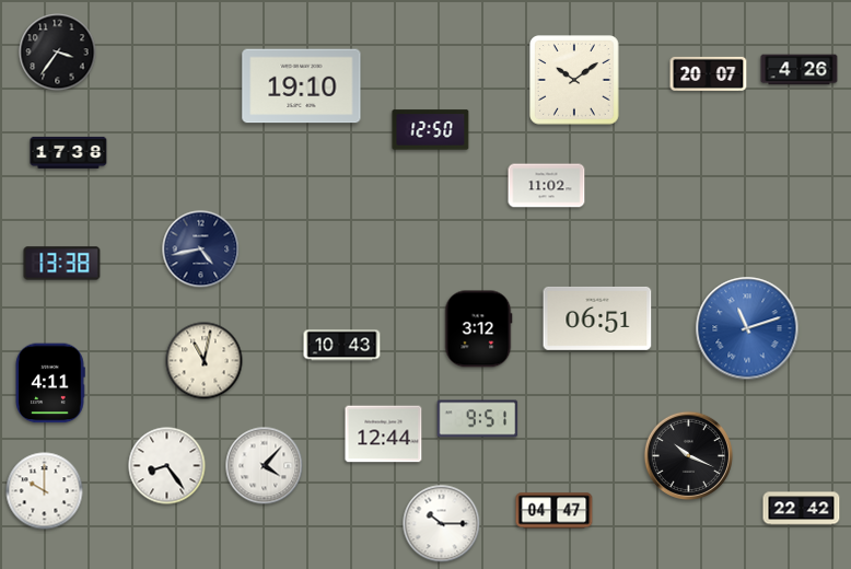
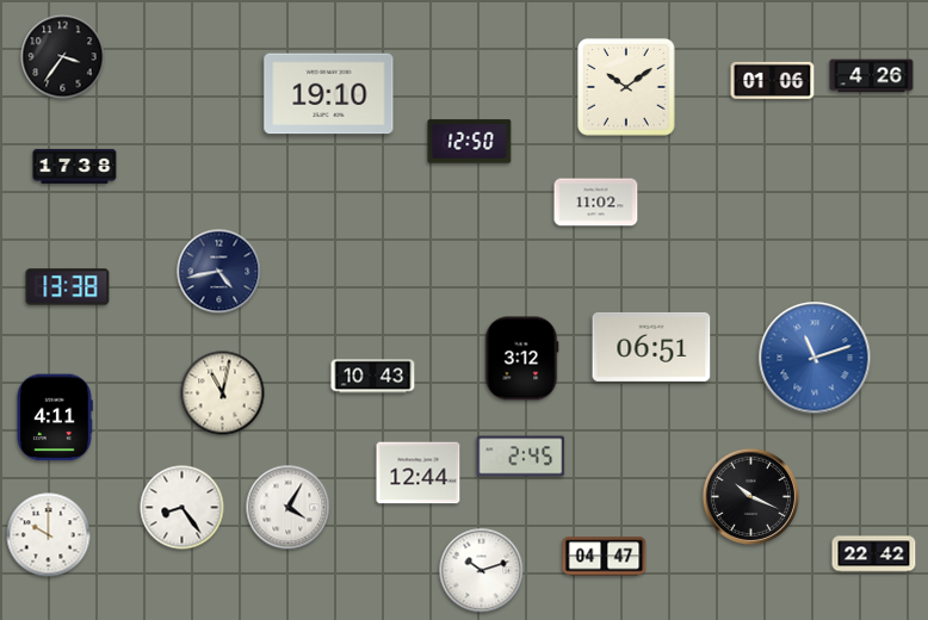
clock at (709, 73): 20:07 -> 01:06
clock at (478, 419): 9:51 -> 2:45
clock at (265, 466): 4:07 -> 4:05
clock at (442, 524): 10:15 -> 10:12
